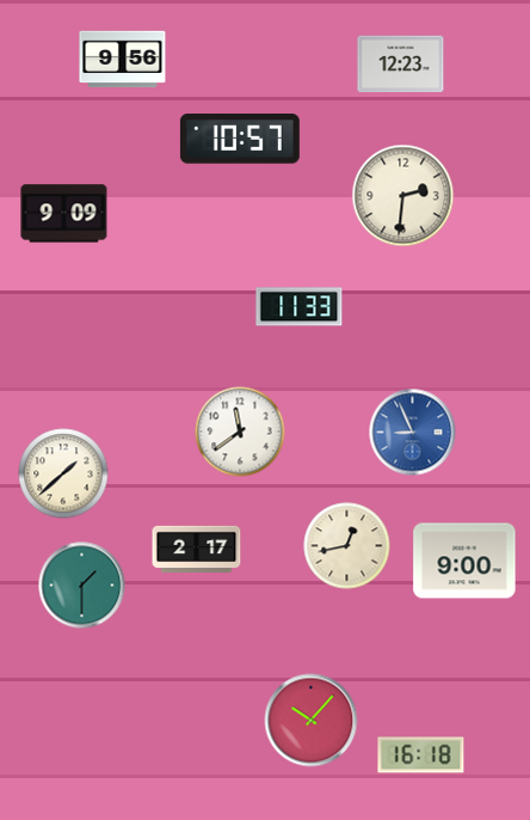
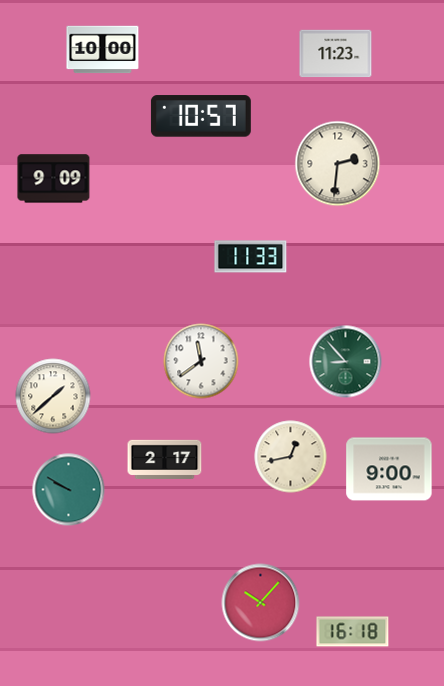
clock at (123, 60): 9:56 -> 10:00
clock at (401, 65): 12:23 -> 11:23
clock at (413, 433): 8:56 -> 8:53
clock at (413, 433) dial: blue -> green
clock at (82, 586): 1:30 -> 9:50
